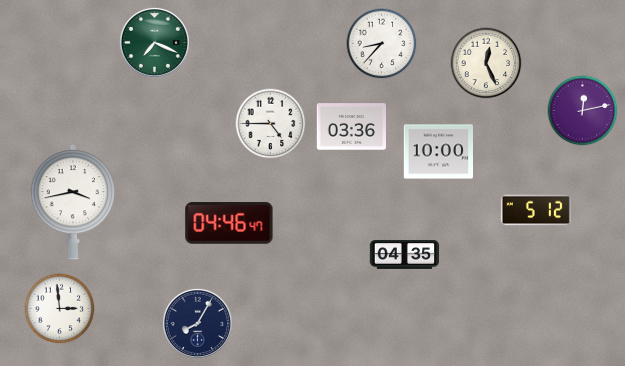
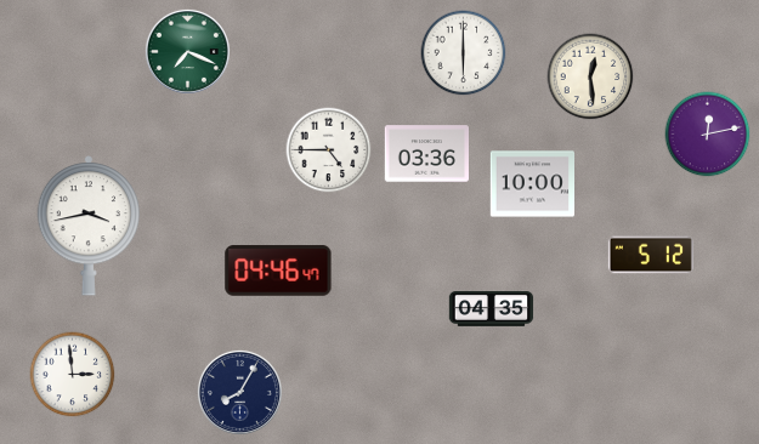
clock at (382, 44): 8:37 -> 6:00
clock at (486, 63): 12:26 -> 12:29
clock at (73, 203) position: (73, 203) -> (89, 227)
